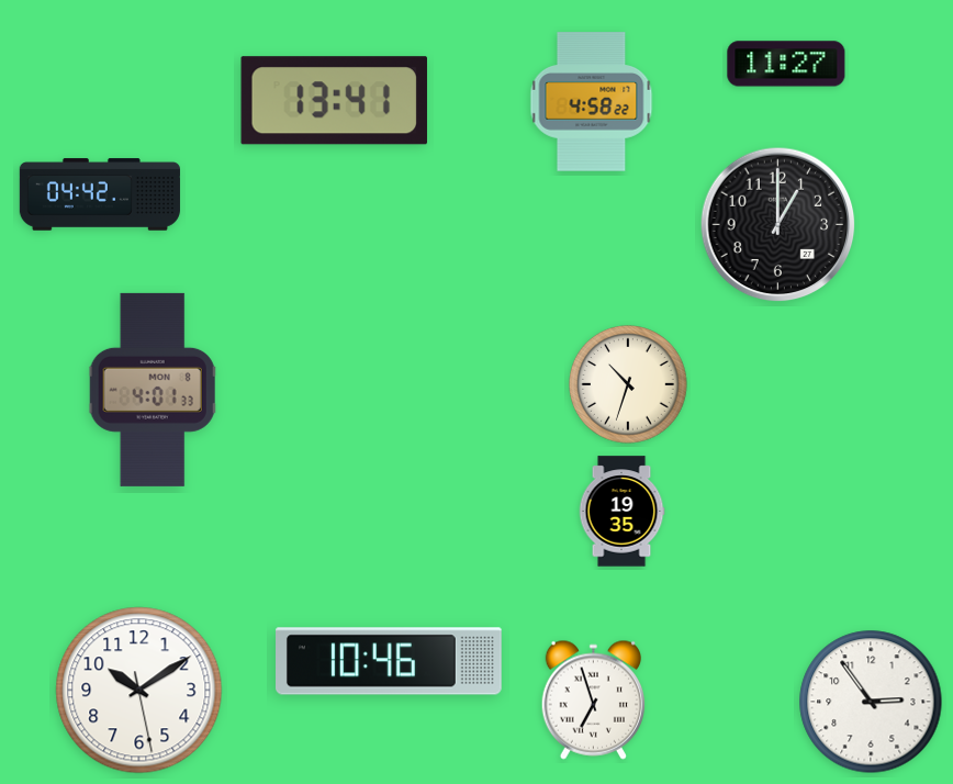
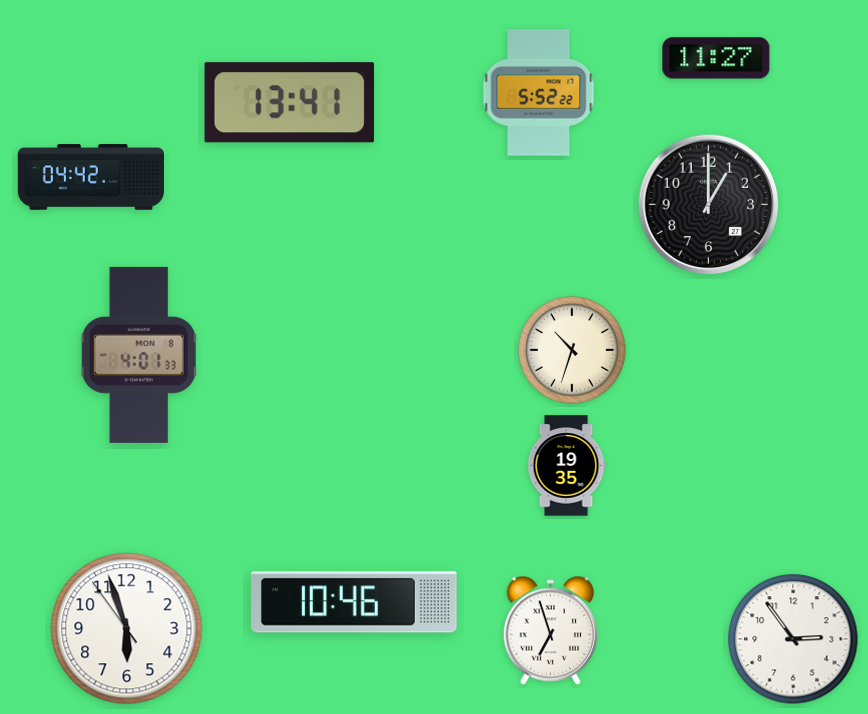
clock at (334, 101) position: (334, 101) -> (289, 103)
clock at (592, 102): 4:58 -> 5:52
clock at (139, 691): 10:09 -> 5:56
clock at (593, 699) position: (593, 699) -> (550, 630)
